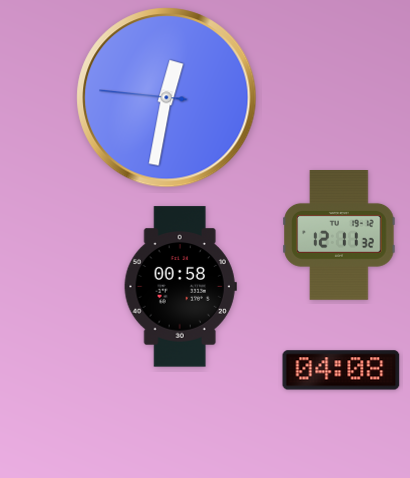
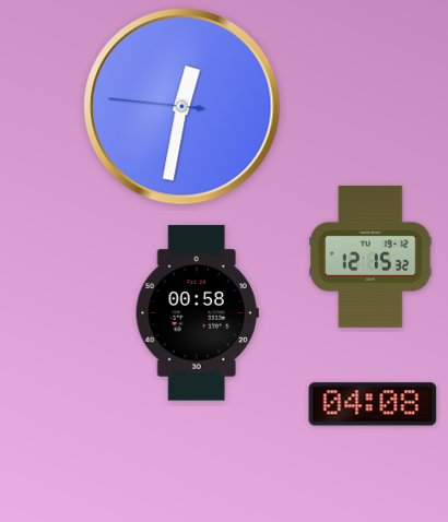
clock at (339, 236): 12:11 -> 12:15
